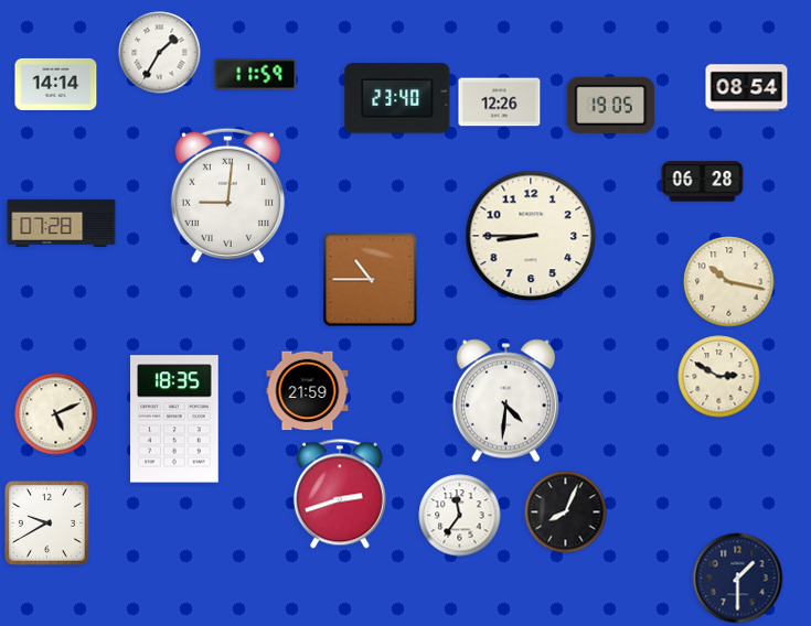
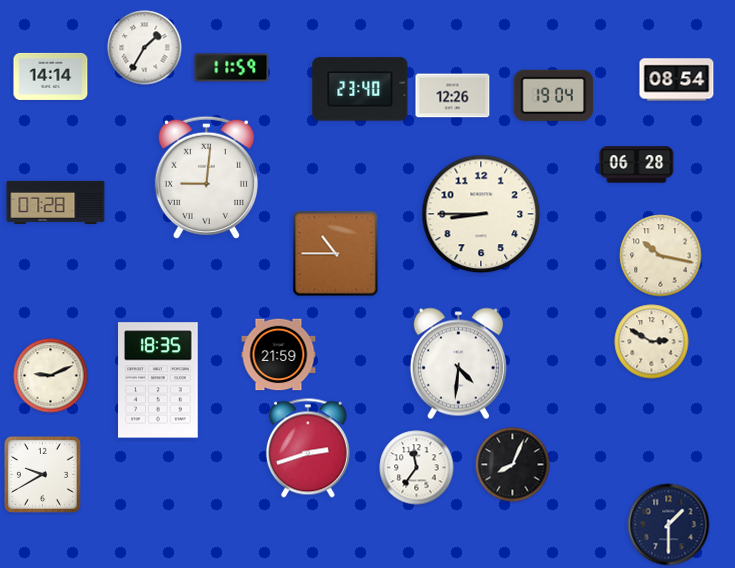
clock at (500, 102) position: (500, 102) -> (453, 96)
clock at (611, 105): 19:05 -> 19:04
clock at (56, 414): 5:11 -> 9:11
